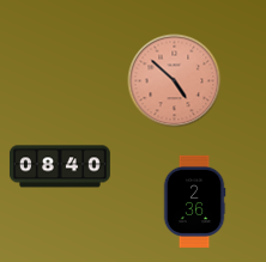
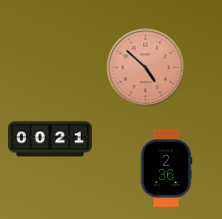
clock at (60, 166): 08:40 -> 00:21
clock at (194, 201) position: (194, 201) -> (166, 168)
